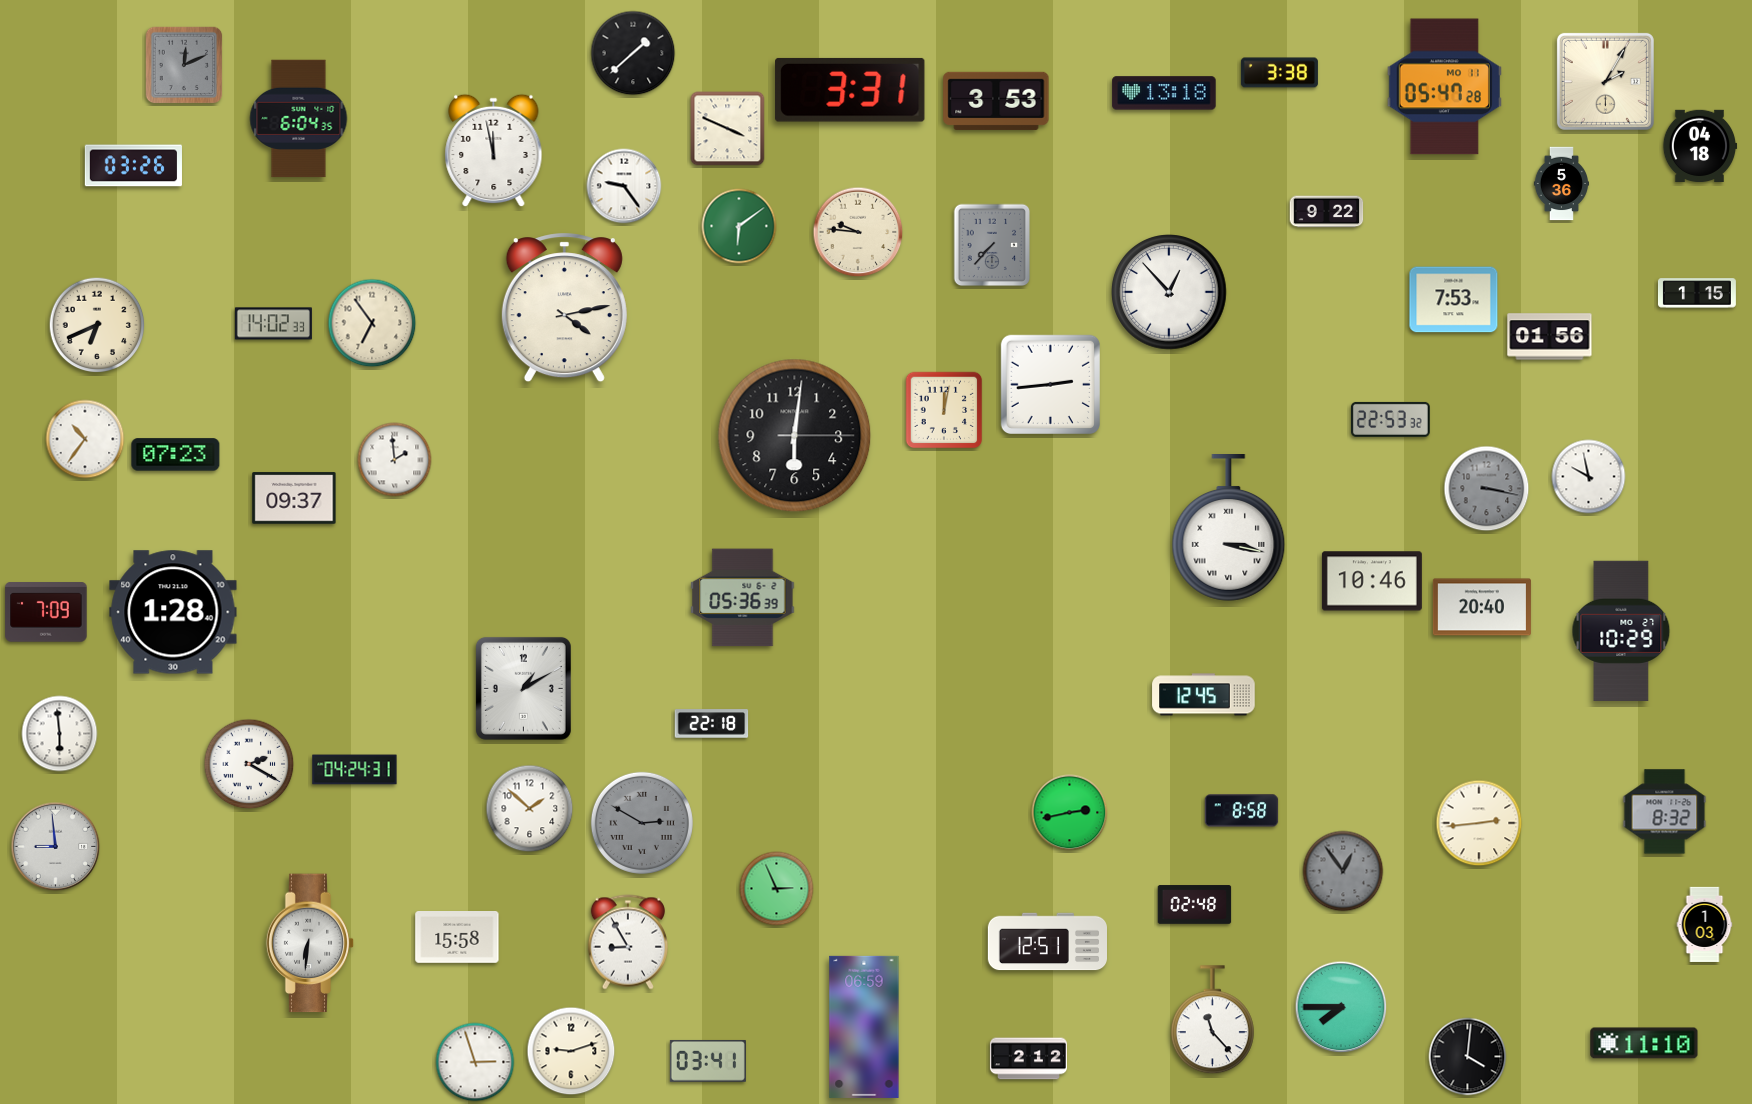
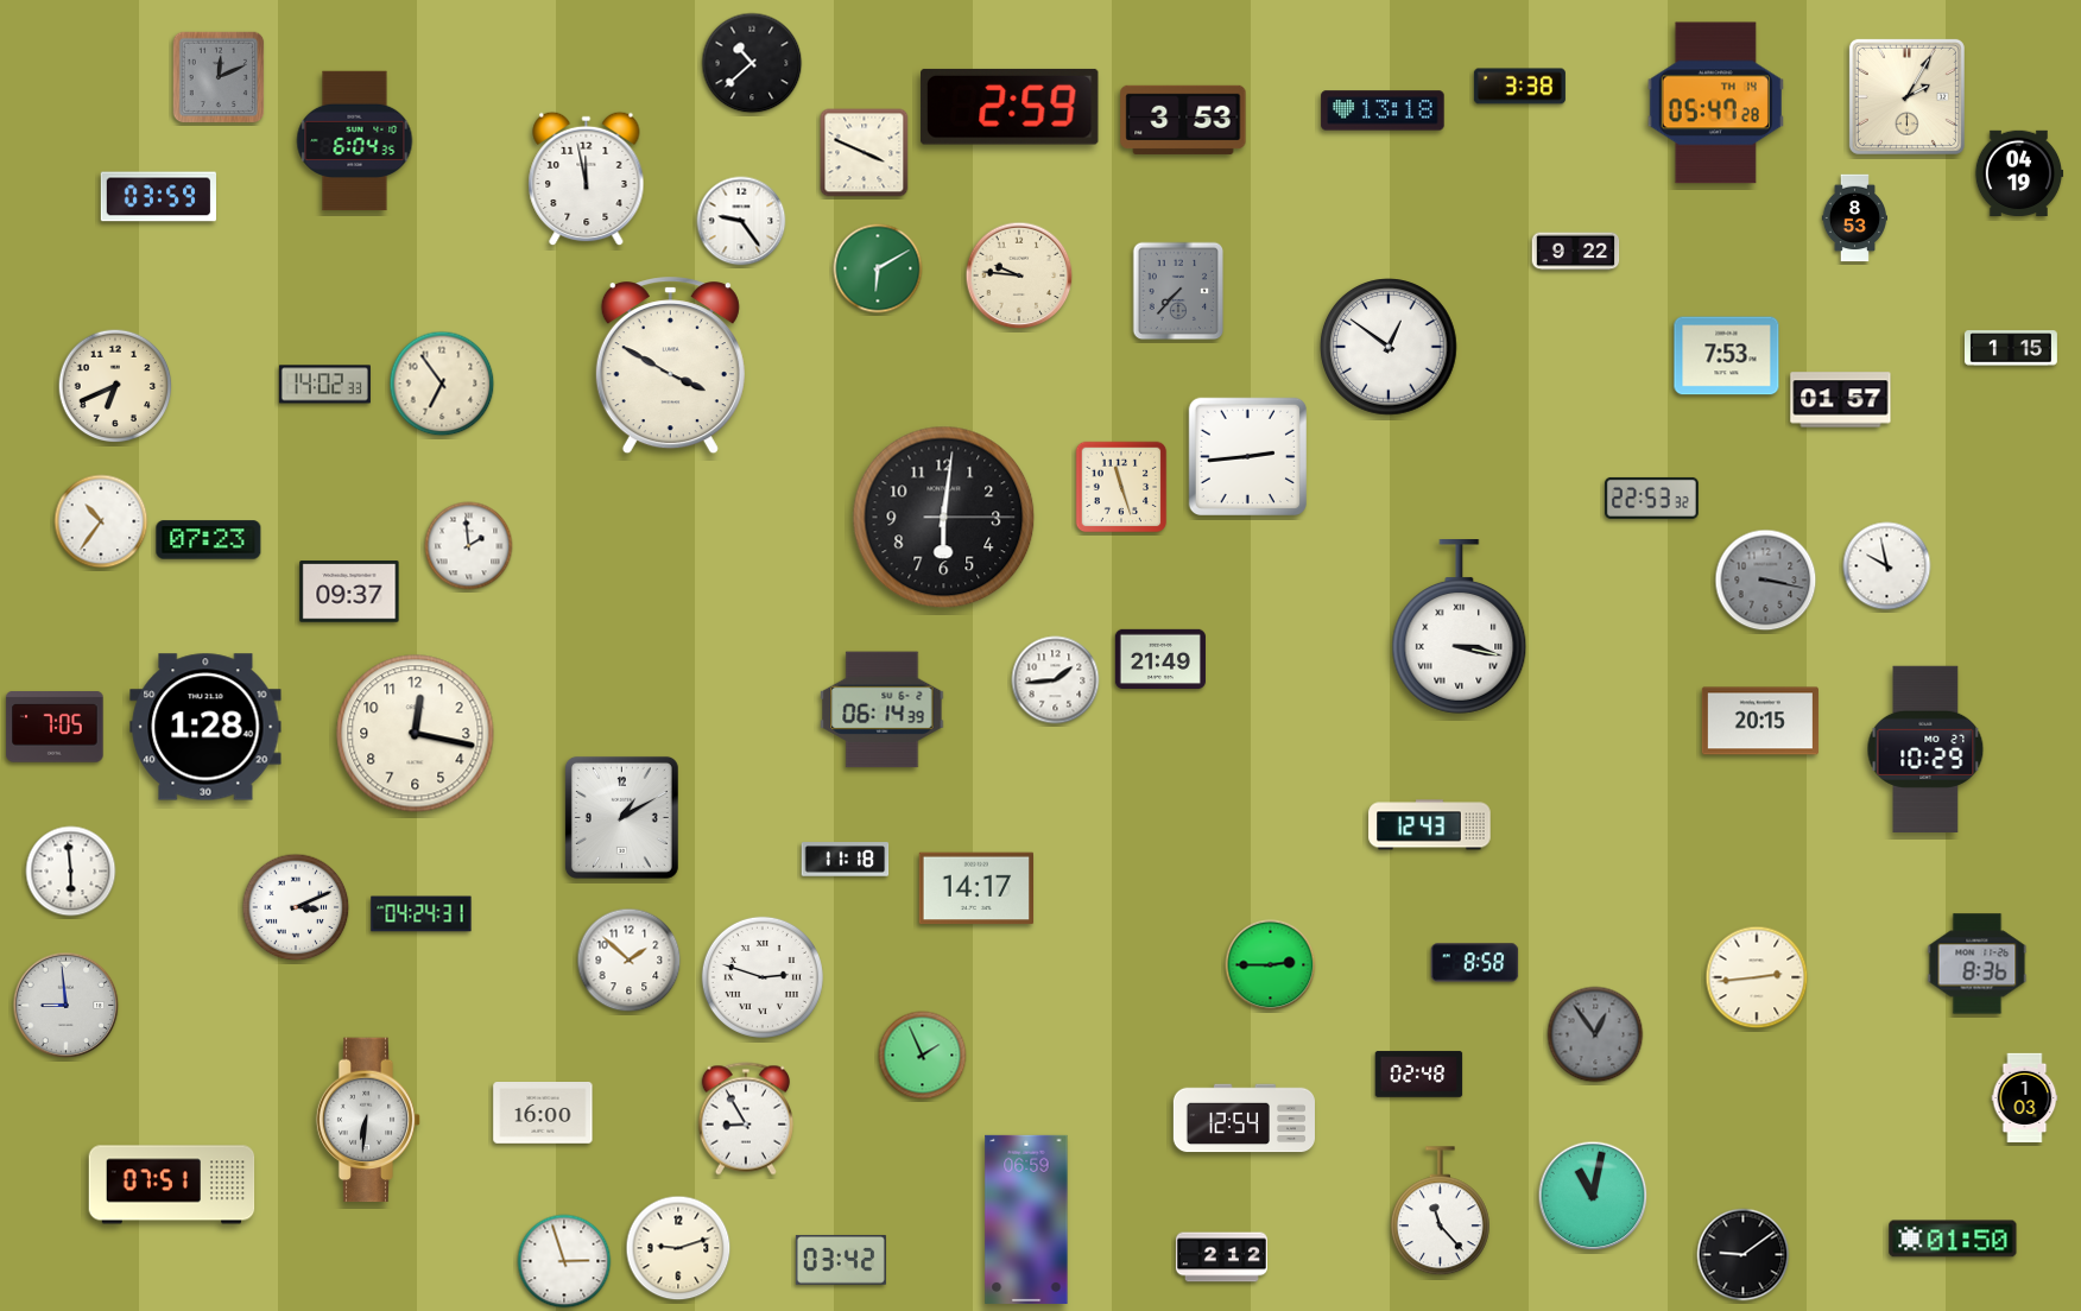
clock at (633, 53): 1:38 -> 10:38
clock at (1444, 87) date: MO 11 -> TH 14
clock at (850, 90): 3:31 -> 2:59
clock at (1700, 145): 04:18 -> 04:19
clock at (133, 166): 03:26 -> 03:59
clock at (1561, 184): 5:36 -> 8:53
clock at (739, 226): 6:09 -> 6:10
clock at (1169, 292): 12:53 -> 12:51
clock at (1697, 293) position: (1697, 293) -> (2011, 348)
clock at (564, 308): 4:13 -> 3:50
clock at (1550, 337): 01:56 -> 01:57
clock at (944, 410): 12:02 -> 11:27
clock at (1160, 658): none -> 21:49
clock at (1056, 680): none -> 1:44
clock at (1372, 581): 10:46 -> none
clock at (743, 598): 05:36 -> 06:14
clock at (1482, 607): 20:40 -> 20:15
clock at (46, 612): 7:09 -> 7:05
clock at (416, 734): none -> 12:17
clock at (1204, 695): 12:45 -> 12:43
clock at (712, 724): 22:18 -> 11:18
clock at (975, 888): none -> 14:17
clock at (249, 764): 2:20 -> 3:11
clock at (1665, 812): 8:32 -> 8:36
clock at (1070, 813): 2:43 -> 2:45
clock at (642, 823): 2:50 -> 2:48
clock at (642, 823) dial: grey -> white
clock at (777, 889): 2:56 -> 1:56
clock at (457, 938): 15:58 -> 16:00
clock at (1047, 942): 12:51 -> 12:54
clock at (172, 1185): none -> 07:51
clock at (1341, 1007): 7:45 -> 11:02
clock at (1644, 1043): 11:10 -> 01:50
clock at (1468, 1057): 4:01 -> 9:09
clock at (708, 1061): 03:41 -> 03:42
